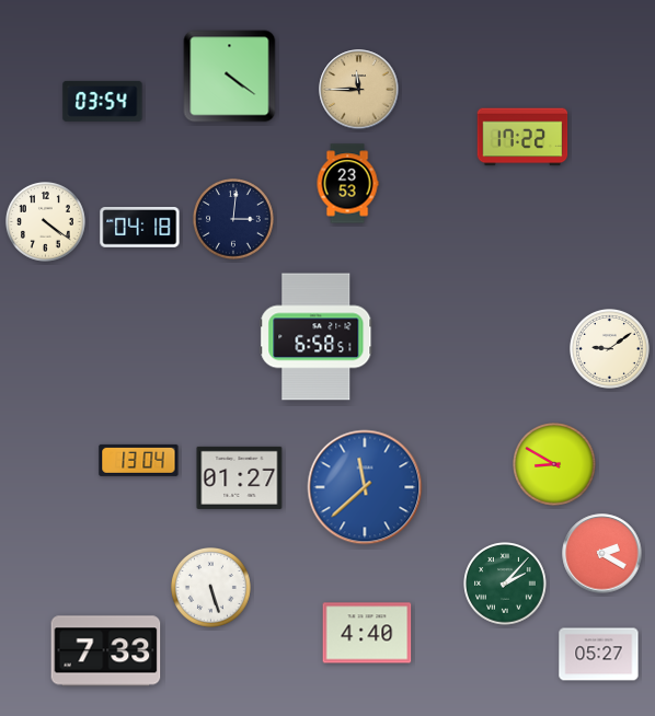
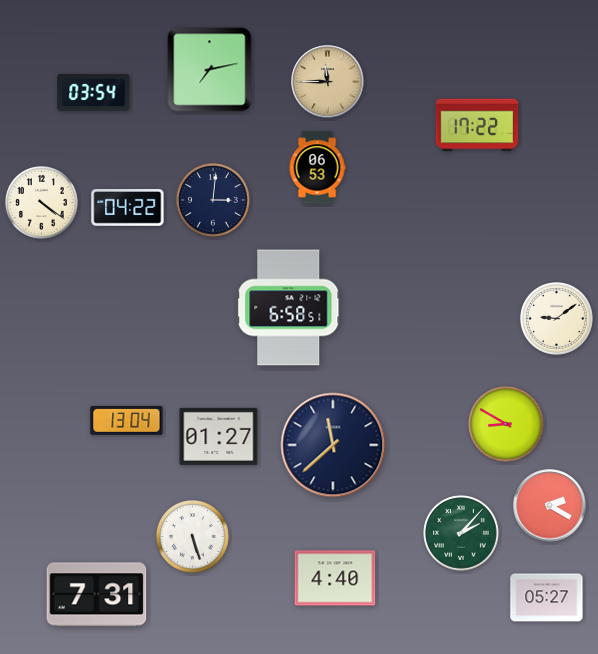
clock at (230, 77): 4:21 -> 7:13
clock at (347, 184): 23:53 -> 06:53
clock at (140, 228): 04:18 -> 04:22
clock at (365, 487) dial: blue -> navy
clock at (106, 651): 7:33 -> 7:31
